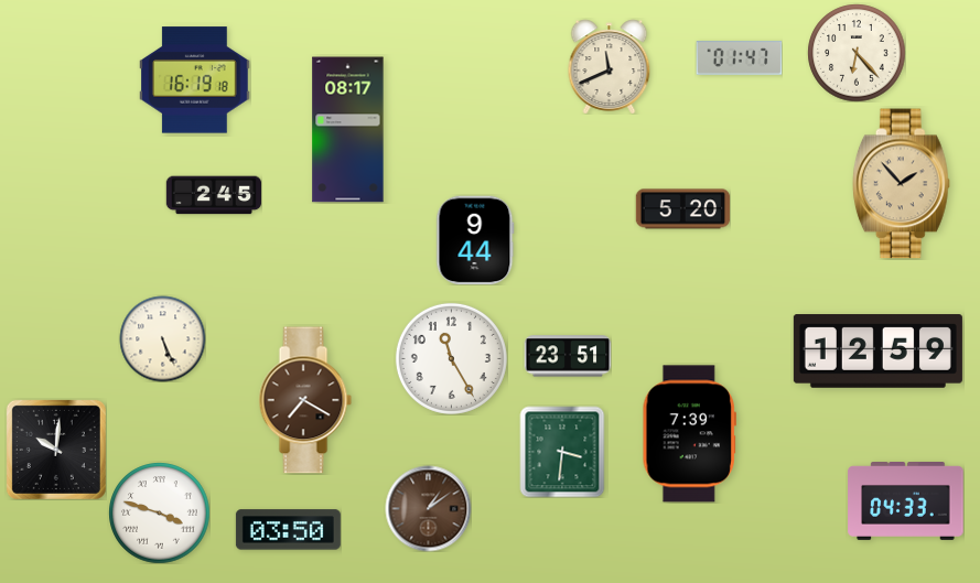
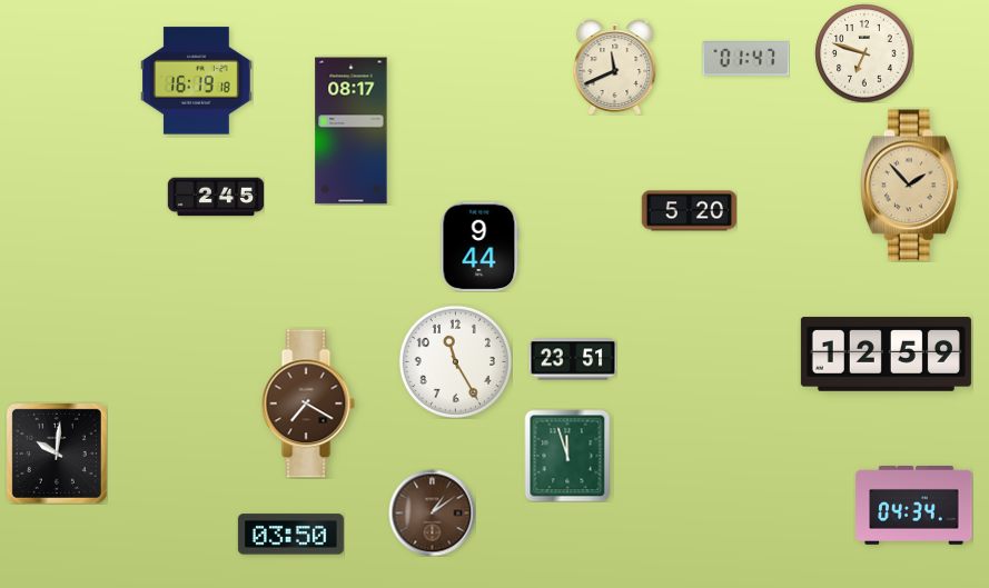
clock at (857, 53): 6:23 -> 6:48
clock at (475, 240) position: (475, 240) -> (479, 247)
clock at (162, 338): 5:26 -> none
clock at (689, 434): 7:39 -> none
clock at (562, 452): 3:31 -> 11:57
clock at (906, 501): 04:33 -> 04:34
clock at (159, 512): 3:48 -> none
